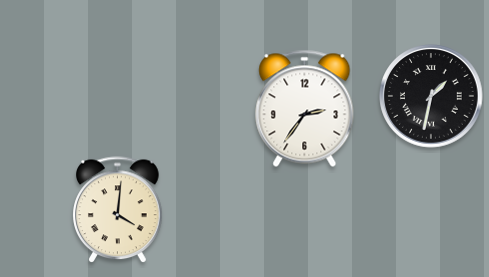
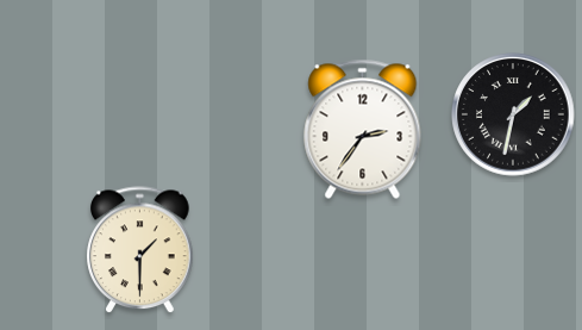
clock at (118, 210): 4:01 -> 1:30
